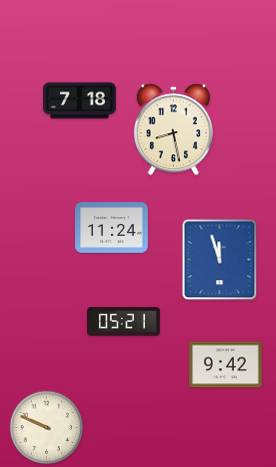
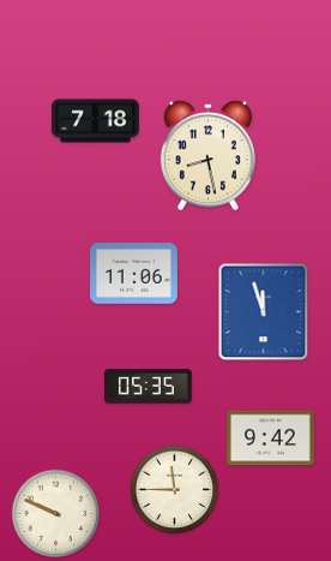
clock at (112, 228): 11:24 -> 11:06
clock at (124, 322): 05:21 -> 05:35
clock at (175, 490): none -> 11:45
